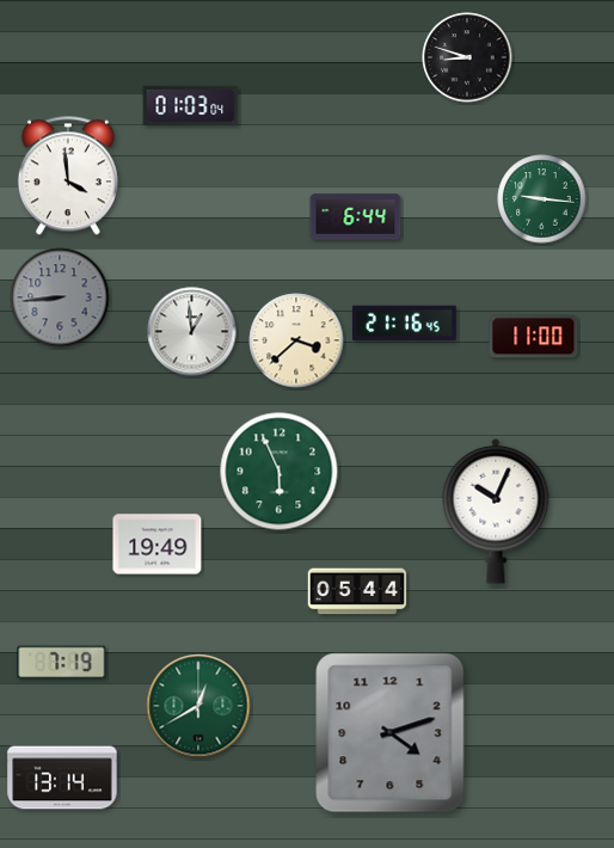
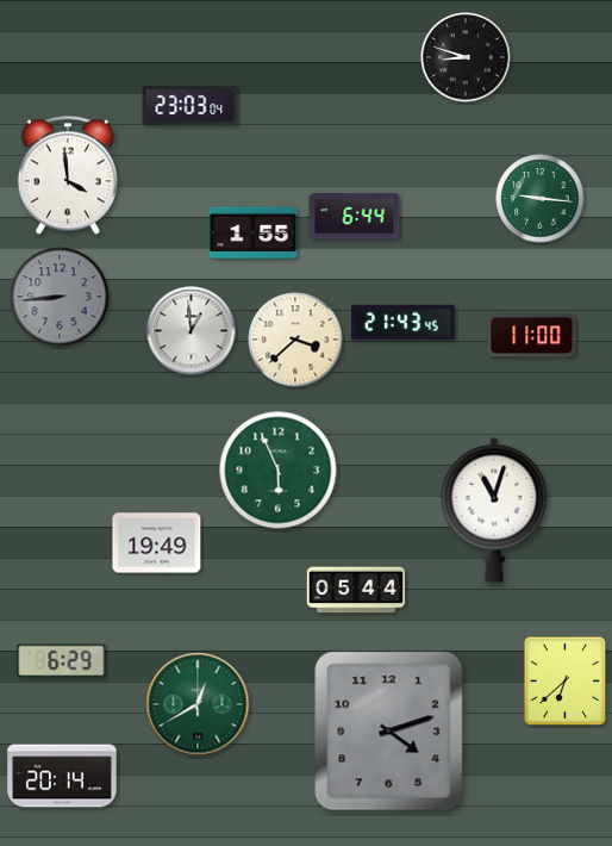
clock at (191, 105): 01:03 -> 23:03
clock at (254, 234): none -> 1:55
clock at (404, 324): 21:16 -> 21:43
clock at (496, 511): 10:04 -> 11:03
clock at (62, 663): 7:19 -> 6:29
clock at (566, 682): none -> 6:38
clock at (62, 778): 13:14 -> 20:14
